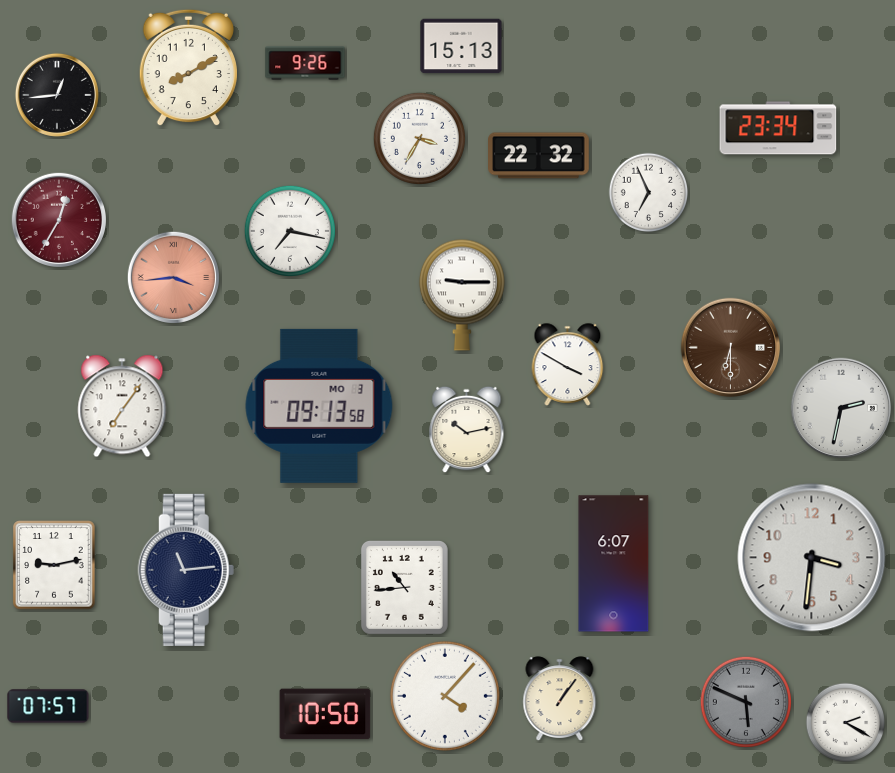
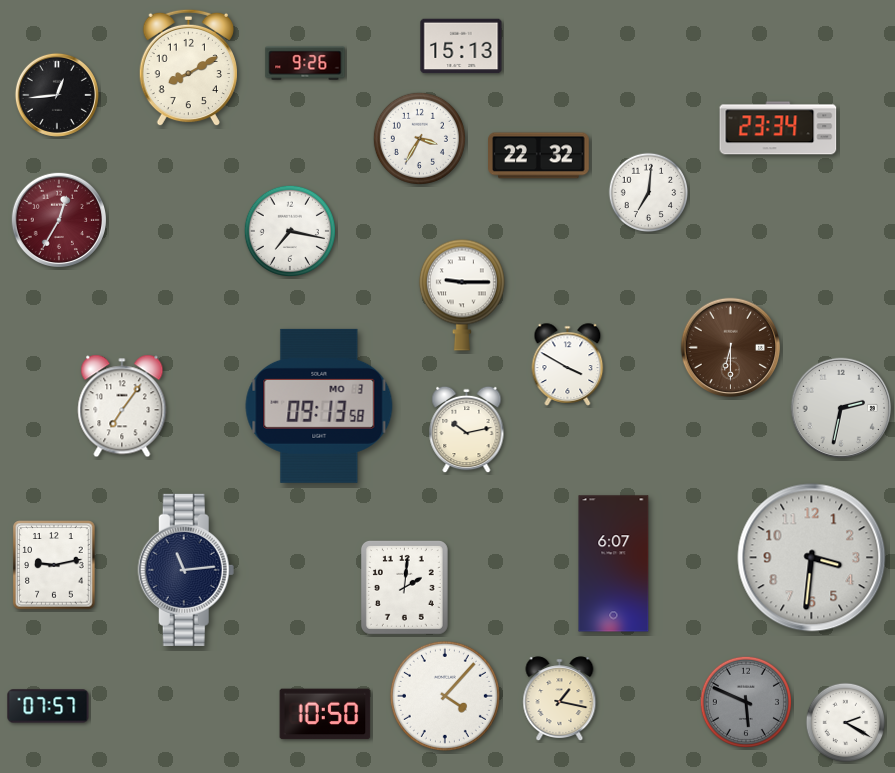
clock at (649, 193): 6:56 -> 7:01
clock at (173, 277): 3:44 -> none
clock at (404, 587): 10:44 -> 2:01
clock at (560, 699): 1:06 -> 1:17
